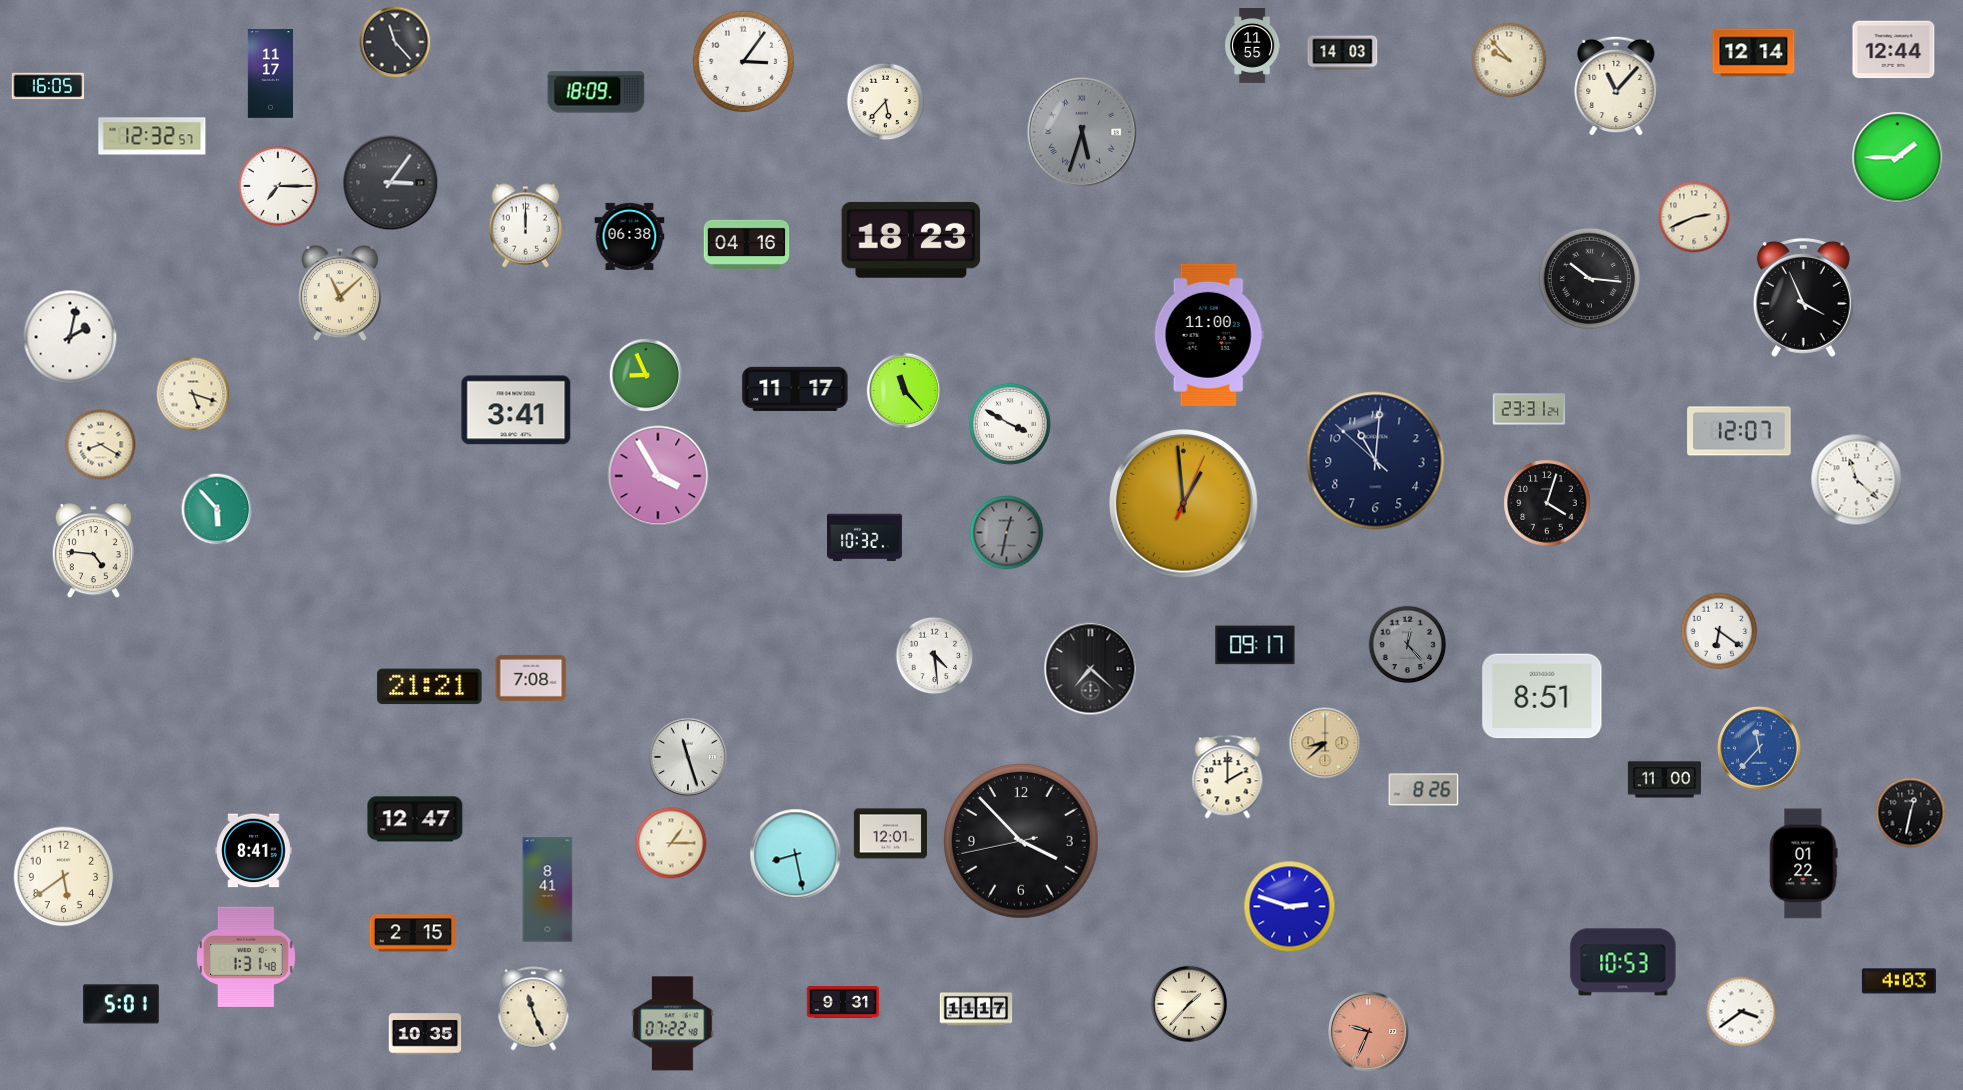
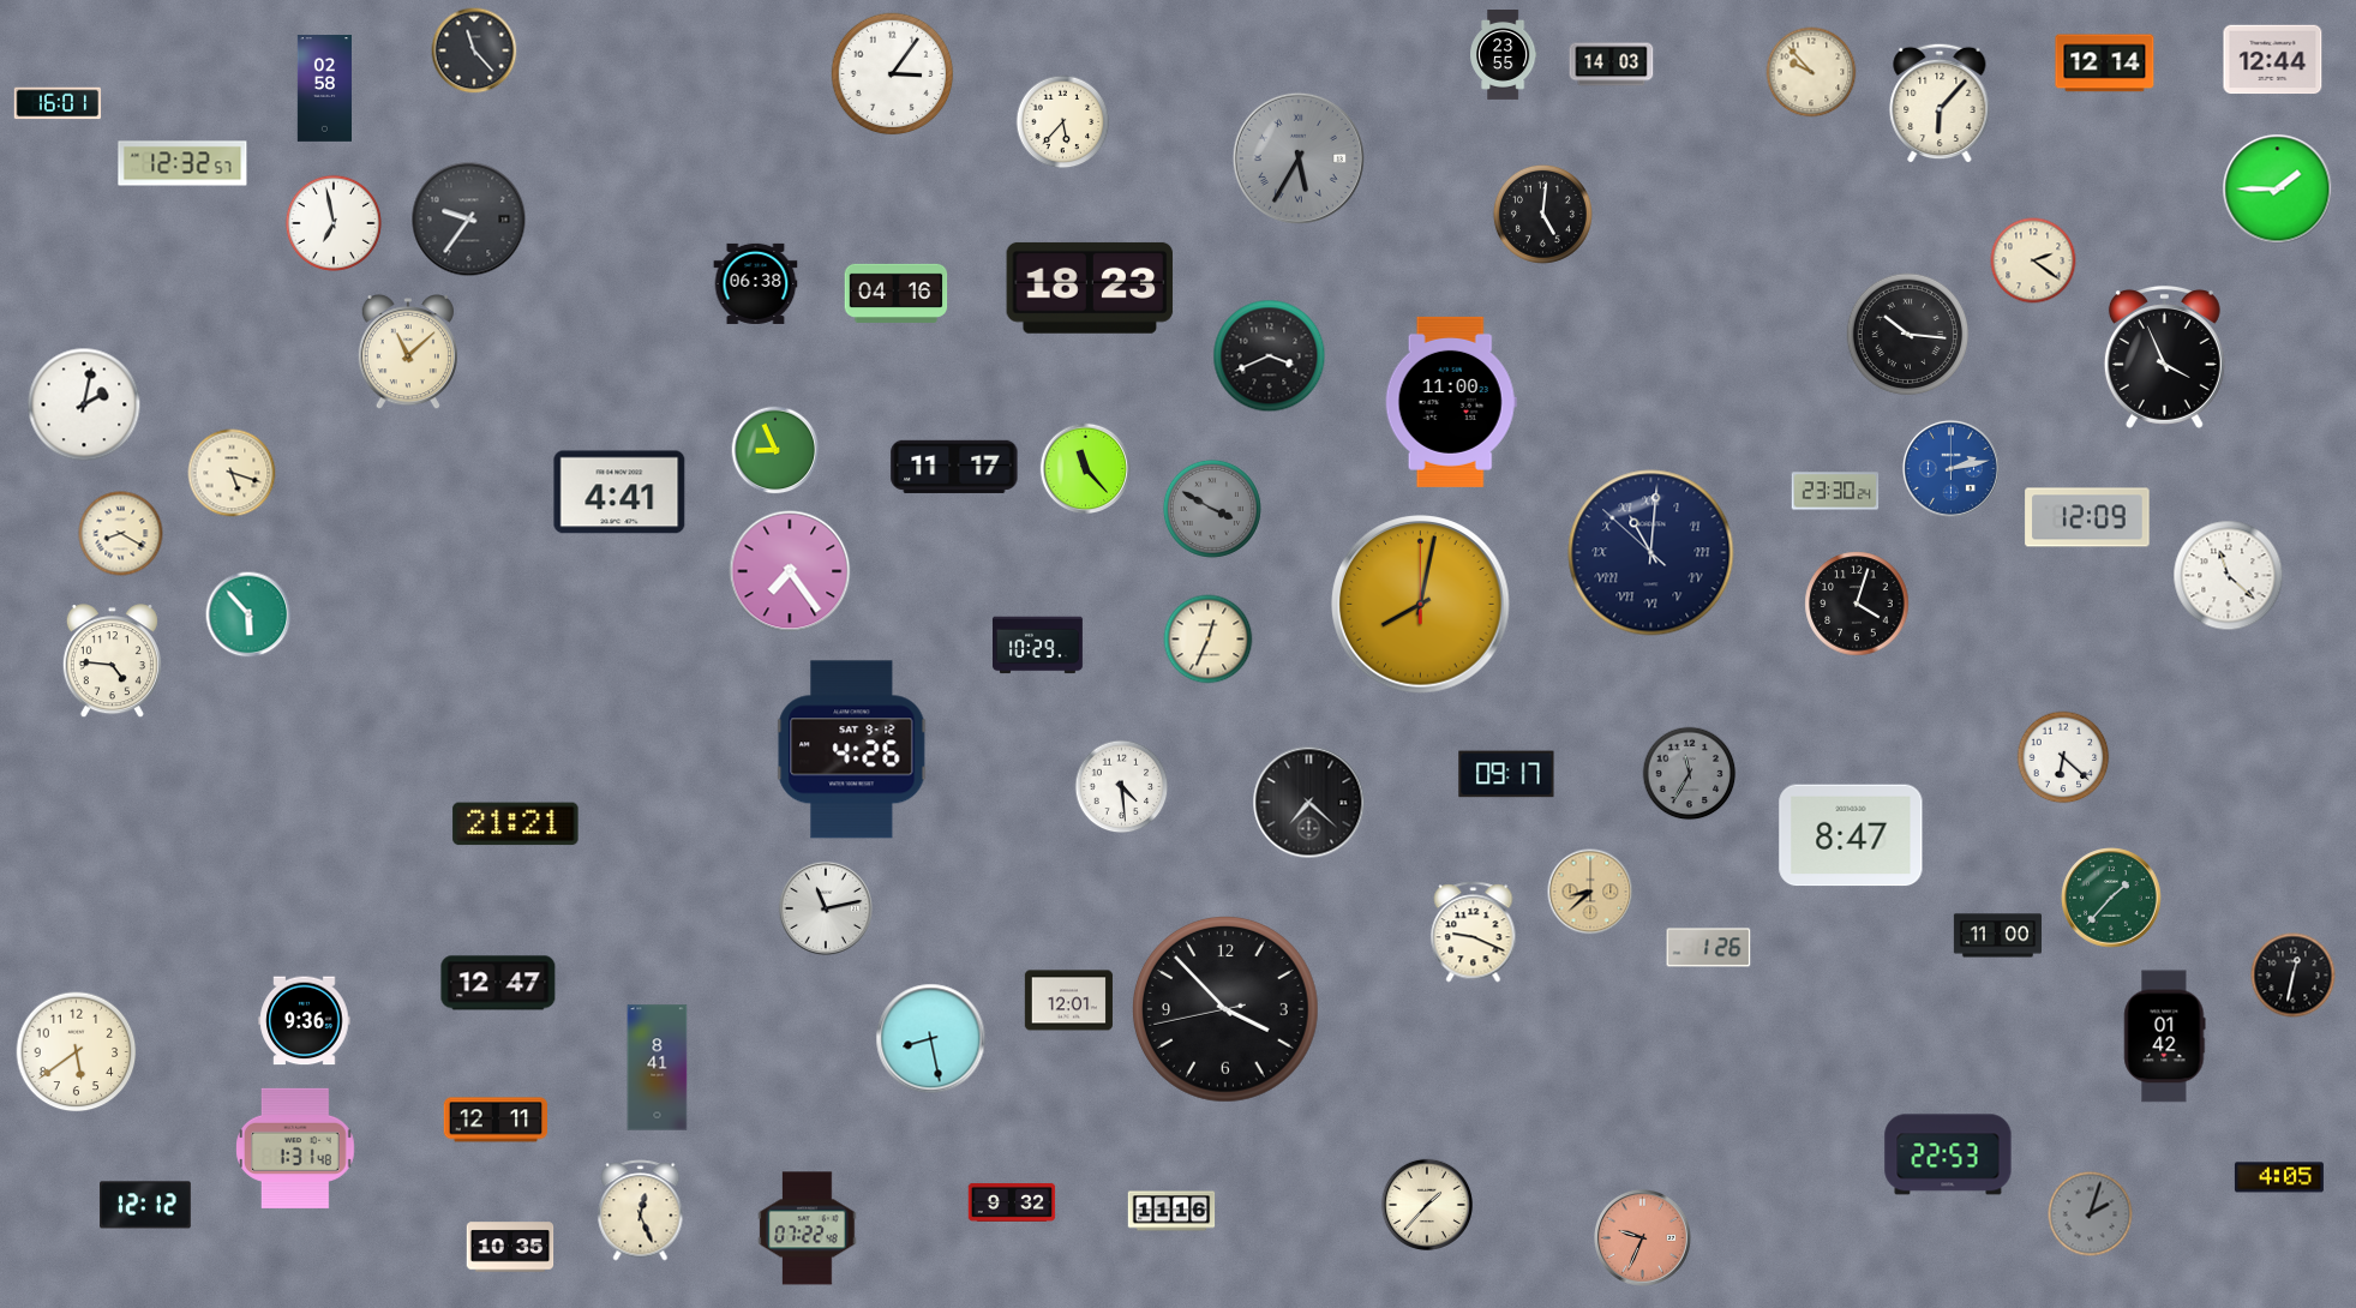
clock at (1253, 46): 11:55 -> 23:55
clock at (270, 74): 11:17 -> 02:58
clock at (48, 86): 16:05 -> 16:01
clock at (1616, 86): 11:07 -> 6:07
clock at (596, 92): 18:09 -> none
clock at (1082, 132): 5:33 -> 5:35
clock at (1542, 214): none -> 5:01
clock at (391, 183): 3:06 -> 9:36
clock at (277, 185): 7:15 -> 6:58
clock at (1694, 217): 2:41 -> 2:21
clock at (526, 226): 12:00 -> none
clock at (911, 240) position: (911, 240) -> (1090, 288)
clock at (1270, 356): none -> 3:41
clock at (1950, 468): none -> 2:13
clock at (1529, 409): 23:31 -> 23:30
clock at (516, 410): 3:41 -> 4:41
clock at (1010, 424) dial: white -> grey
clock at (1739, 431): 12:07 -> 12:09
clock at (1376, 461) numerals: Arabic -> Roman
clock at (658, 476): 3:55 -> 7:24
clock at (1184, 504): 12:59 -> 8:02
clock at (217, 509) position: (217, 509) -> (248, 614)
clock at (1007, 533): 12:32 -> 12:34
clock at (1007, 533) dial: grey -> cream
clock at (865, 538): 10:32 -> 10:29
clock at (852, 750): none -> 4:26
clock at (1719, 631): 6:21 -> 6:22
clock at (1408, 645): 12:23 -> 11:35
clock at (531, 678): 7:08 -> none
clock at (1542, 696): 8:51 -> 8:47
clock at (1759, 748): 11:37 -> 1:37
clock at (1759, 748) dial: blue -> green
clock at (688, 757): 11:27 -> 11:13
clock at (1228, 777): 2:00 -> 9:19
clock at (1424, 790): 8:26 -> 1:26
clock at (671, 843): 1:15 -> none
clock at (254, 851): 8:41 -> 9:36
clock at (796, 855) position: (796, 855) -> (931, 1039)
clock at (1804, 864): 01:22 -> 01:42
clock at (1290, 907): 2:48 -> none
clock at (412, 933): 2:15 -> 12:11
clock at (1623, 962): 10:53 -> 22:53
clock at (1899, 981): 4:03 -> 4:05
clock at (843, 1002): 9:31 -> 9:32
clock at (121, 1004): 5:01 -> 12:12
clock at (534, 1009): 11:26 -> 12:26
clock at (976, 1009): 11:17 -> 11:16
clock at (1742, 1012): 3:39 -> 2:03
clock at (1742, 1012) dial: white -> grey
clock at (425, 1034) position: (425, 1034) -> (510, 1247)
